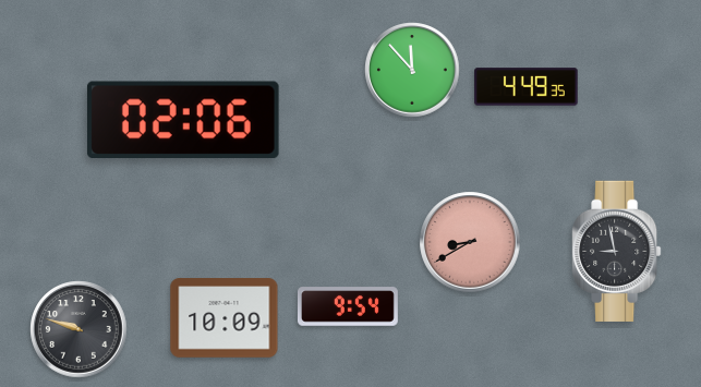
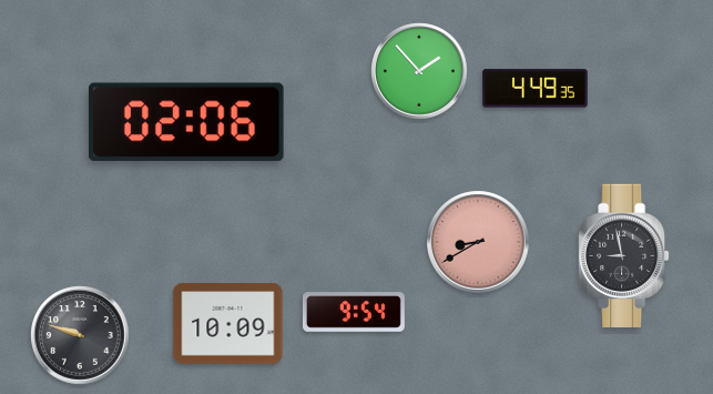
clock at (412, 70): 11:53 -> 1:53
clock at (470, 242) position: (470, 242) -> (478, 242)
clock at (617, 251) position: (617, 251) -> (624, 255)
